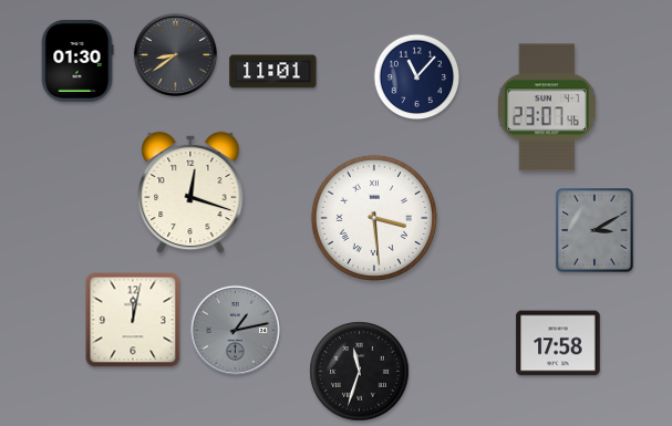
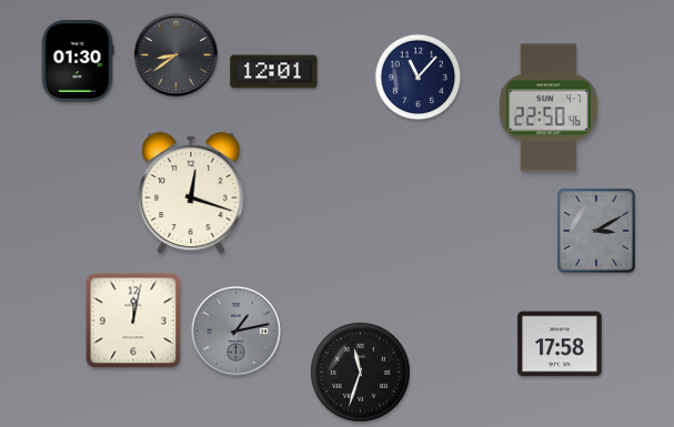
clock at (273, 72): 11:01 -> 12:01
clock at (547, 107): 23:07 -> 22:50
clock at (374, 218): 3:29 -> none
